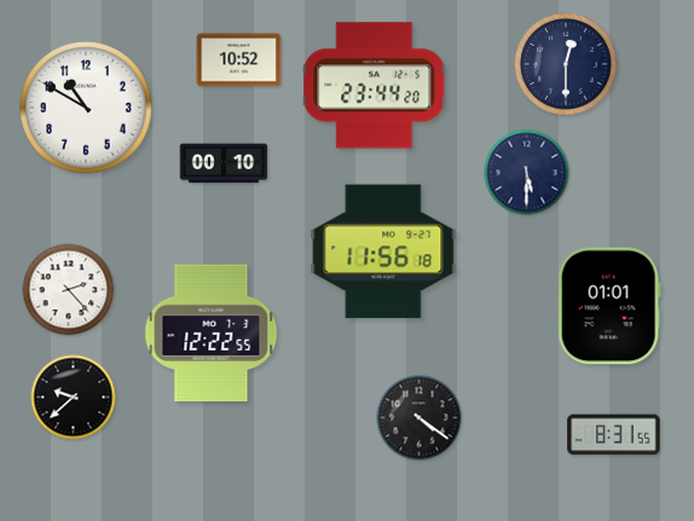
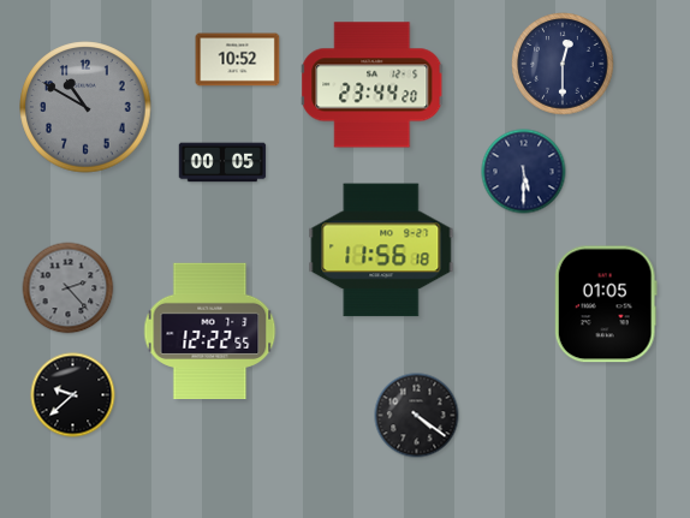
clock at (86, 108) dial: white -> grey
clock at (224, 163): 00:10 -> 00:05
clock at (69, 290) dial: white -> grey
clock at (609, 306): 01:01 -> 01:05
clock at (614, 435): 8:31 -> none
